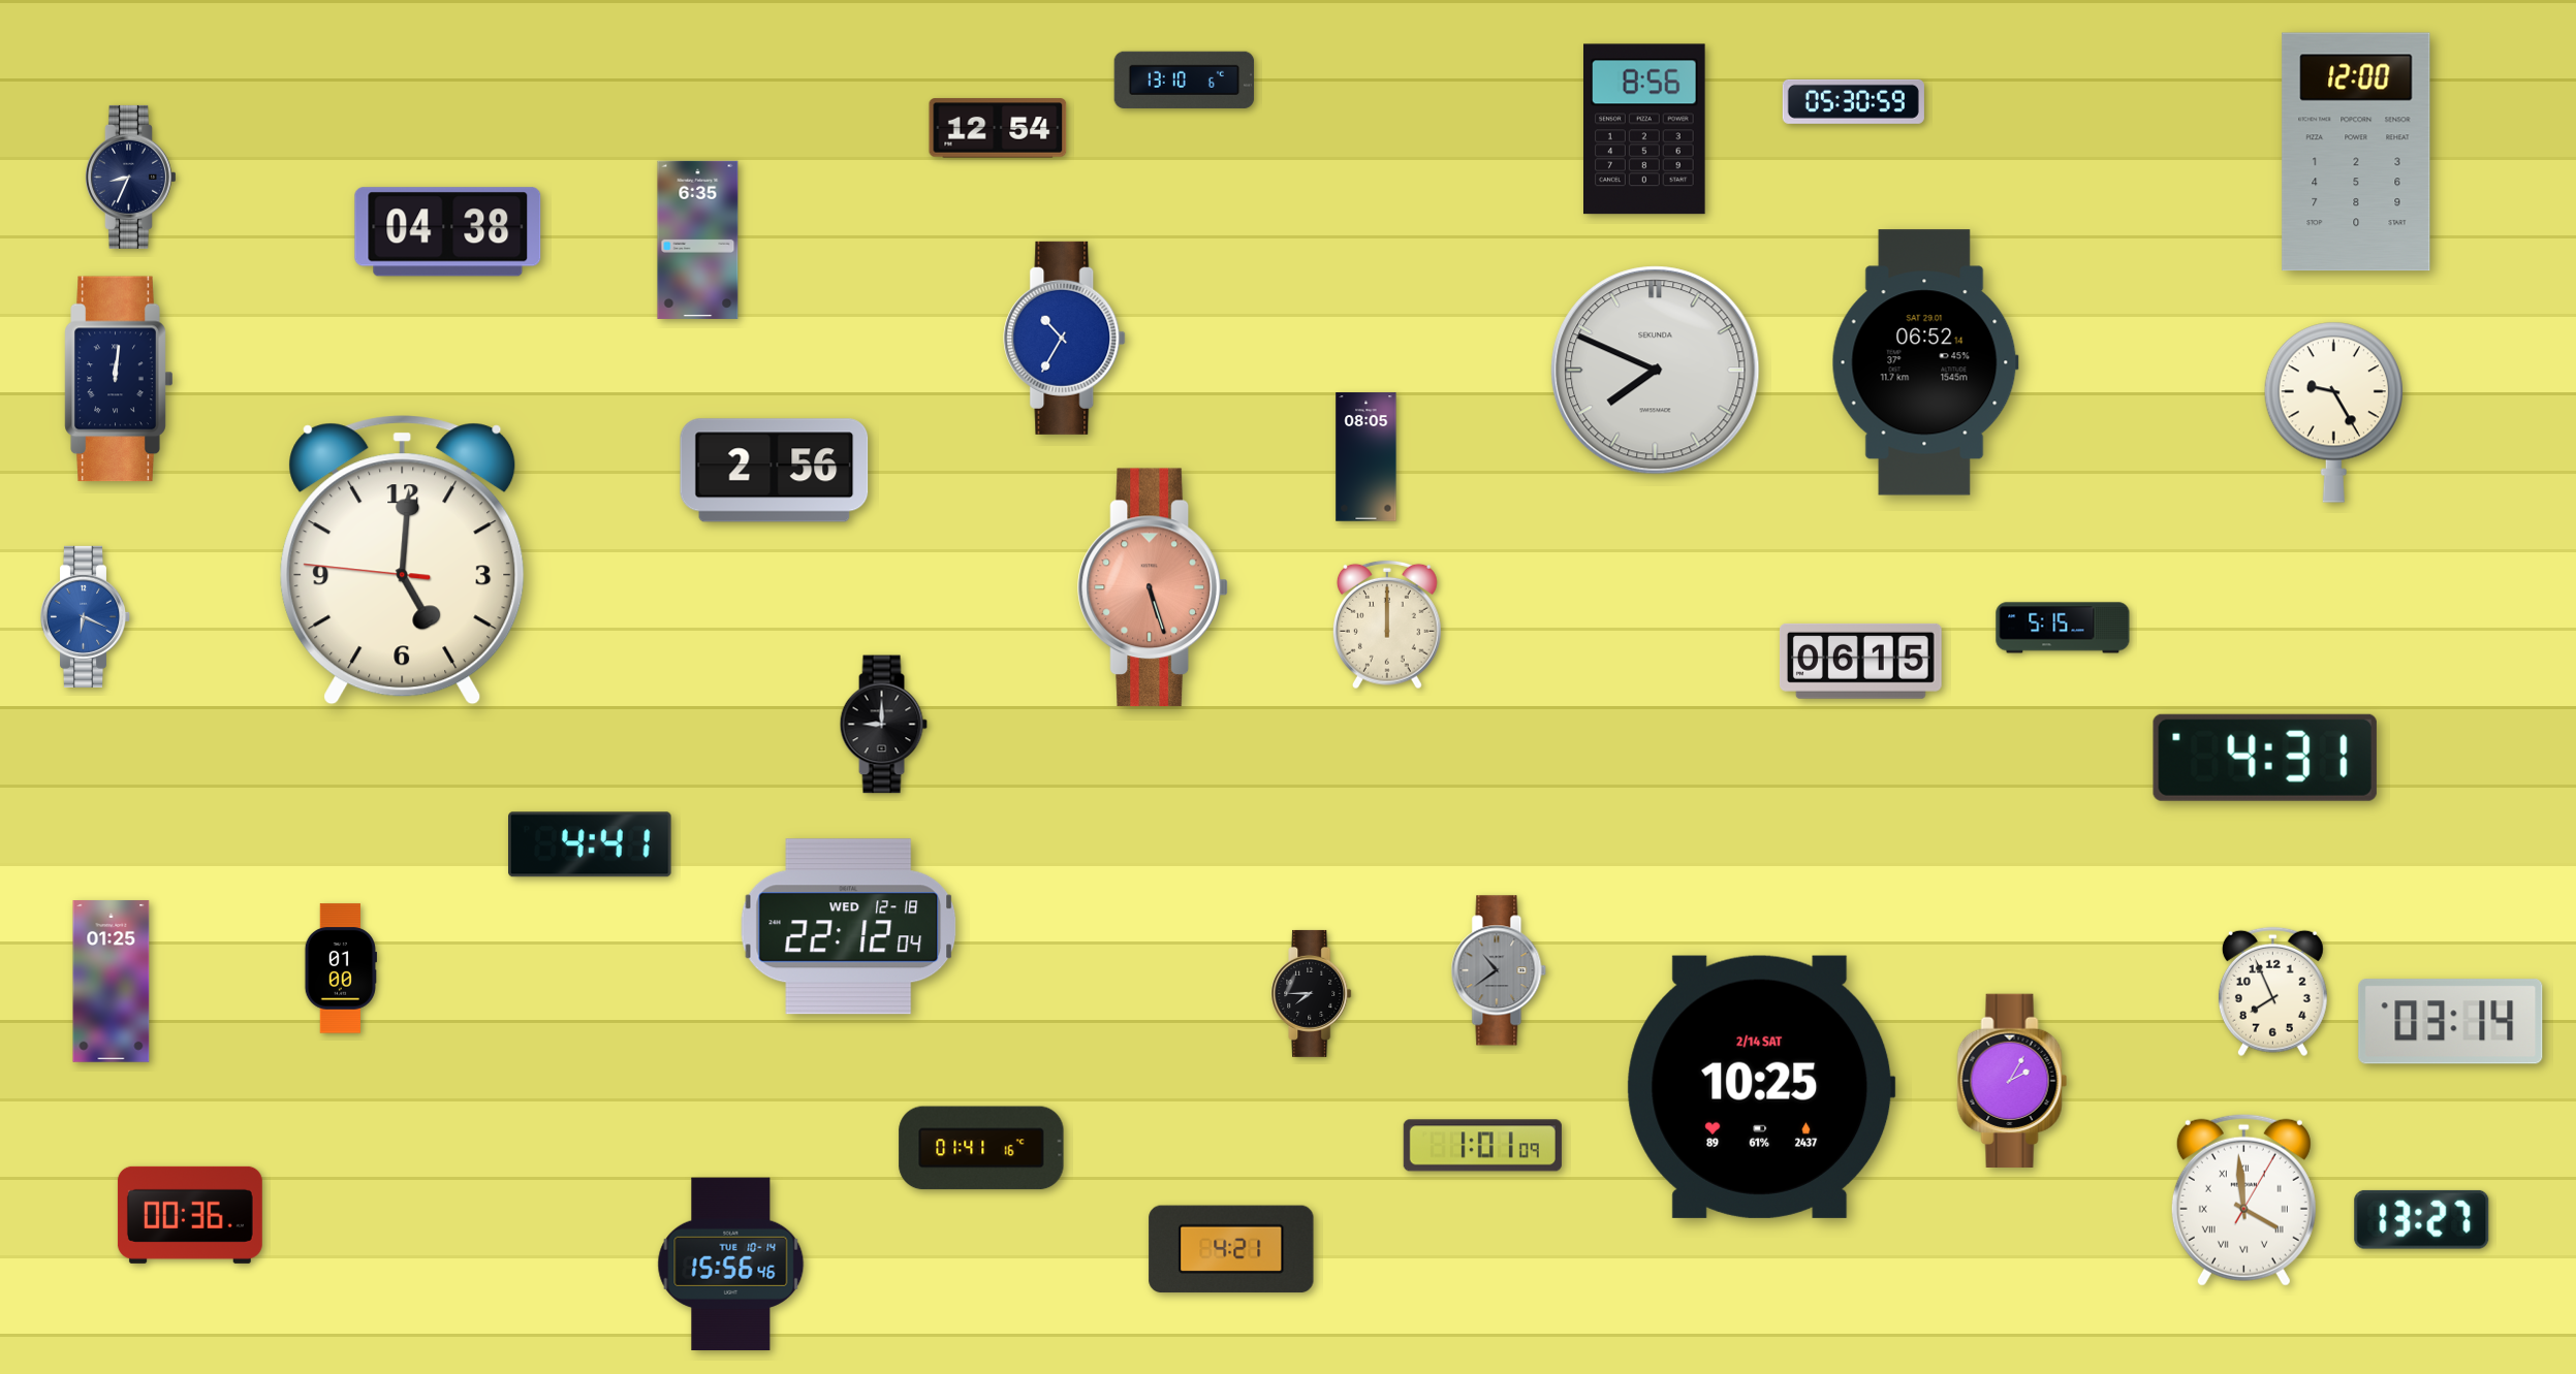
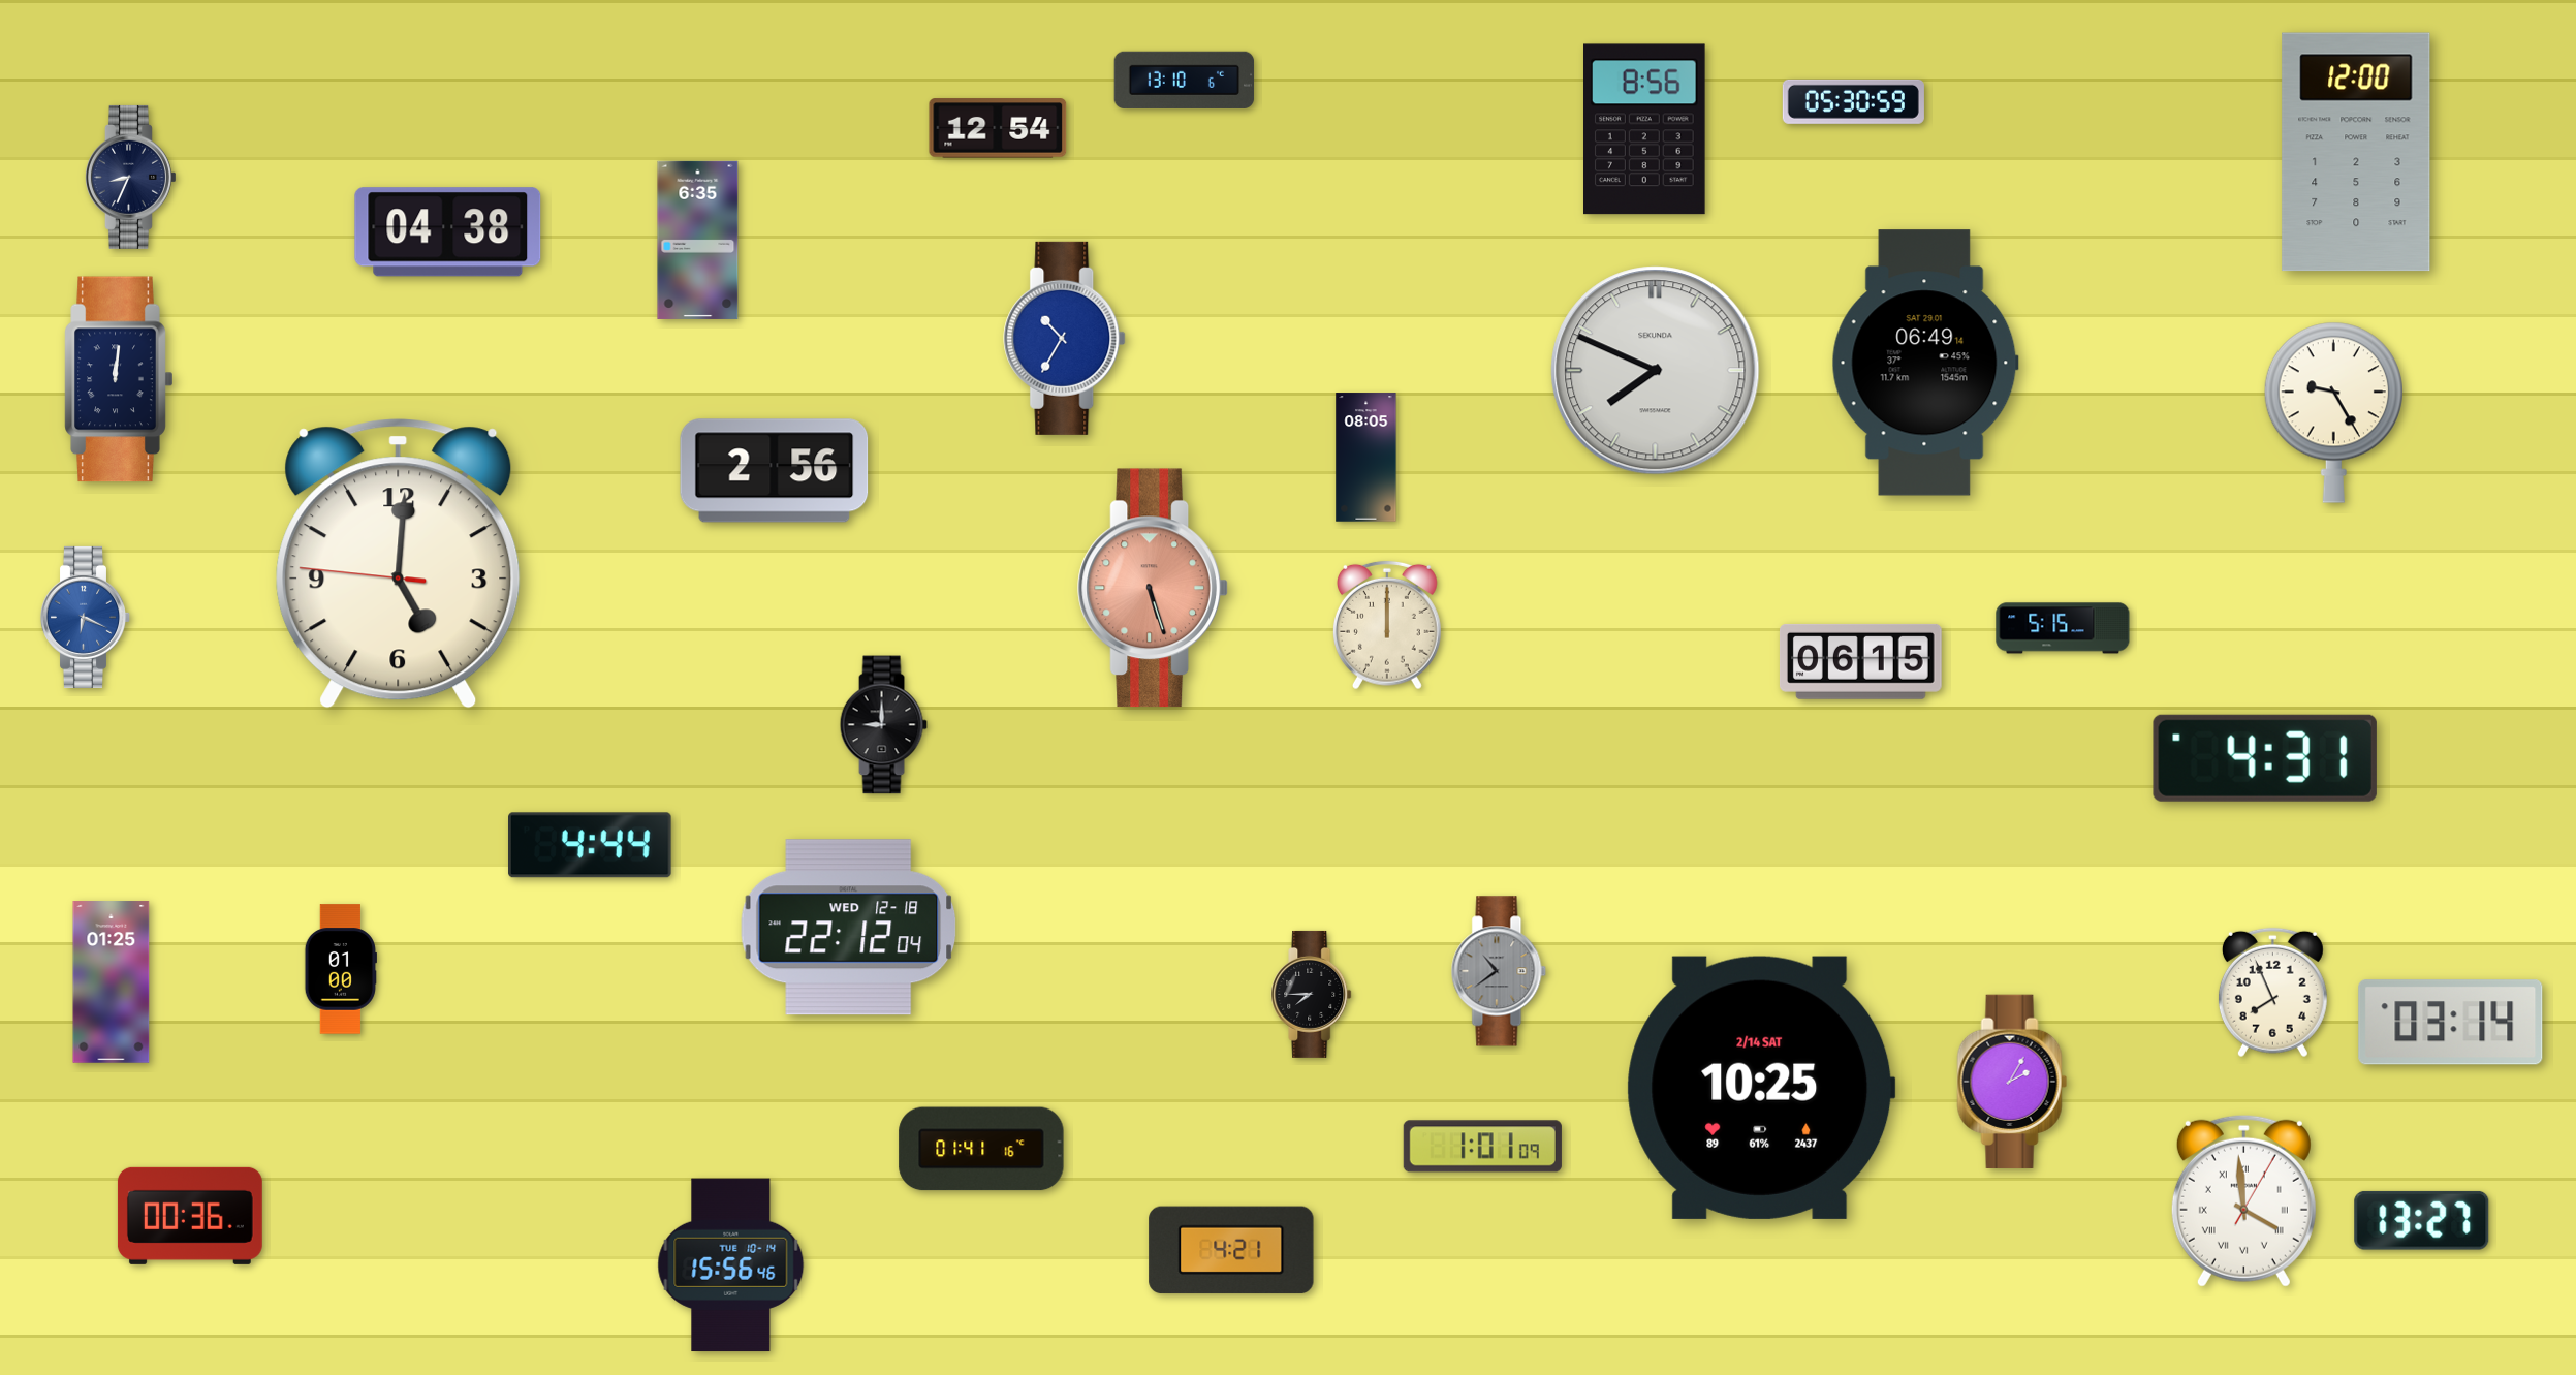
clock at (1925, 362): 06:52 -> 06:49
clock at (403, 561) position: (403, 561) -> (399, 564)
clock at (591, 844): 4:41 -> 4:44
